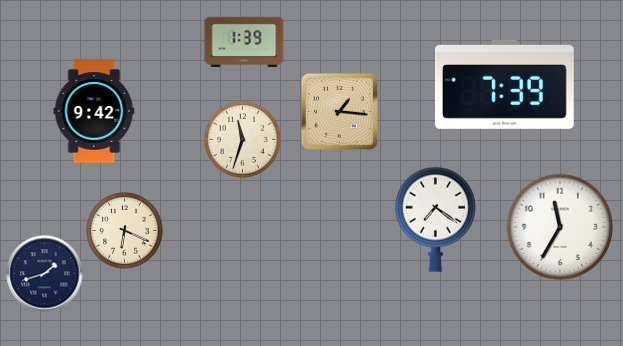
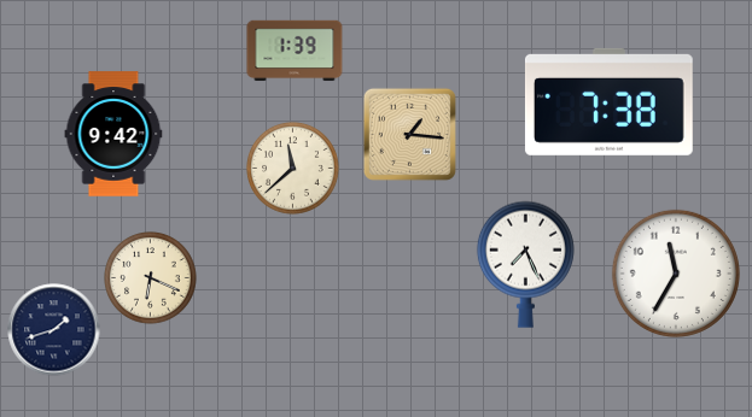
clock at (504, 84): 7:39 -> 7:38
clock at (243, 140): 11:33 -> 11:38
clock at (435, 219): 7:21 -> 7:26
